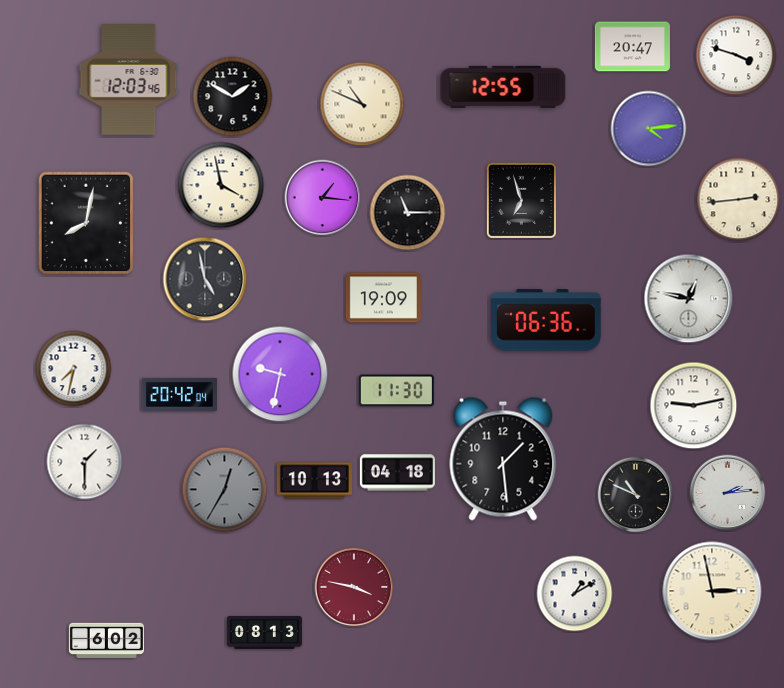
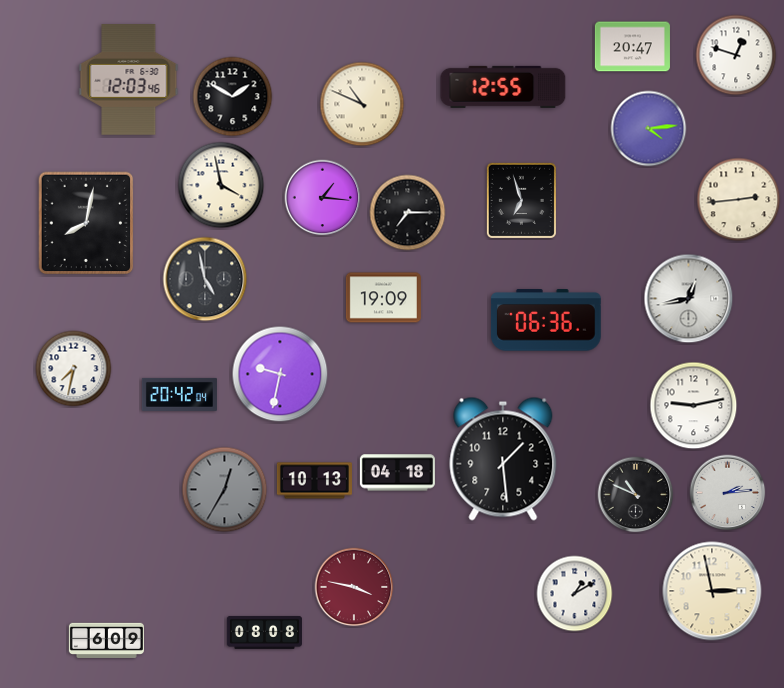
clock at (736, 55): 3:48 -> 12:48
clock at (408, 213): 11:15 -> 7:15
clock at (689, 299): 12:47 -> 12:43
clock at (396, 391): 11:30 -> none
clock at (85, 462): 1:30 -> none
clock at (264, 632): 08:13 -> 08:08
clock at (106, 640): 6:02 -> 6:09
